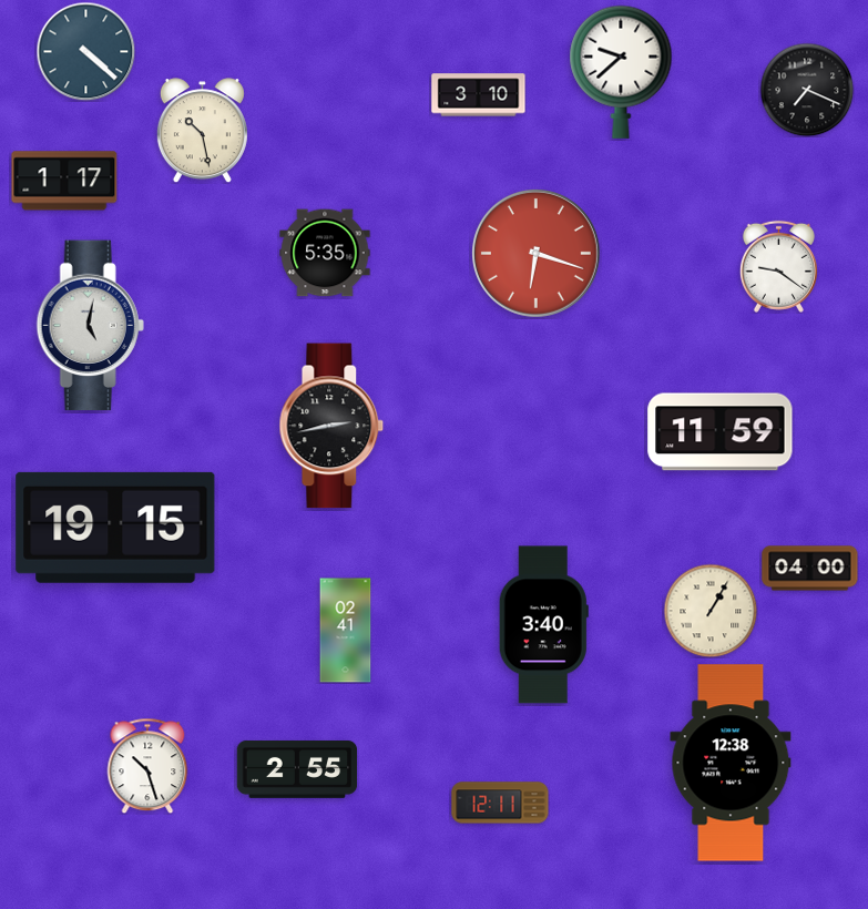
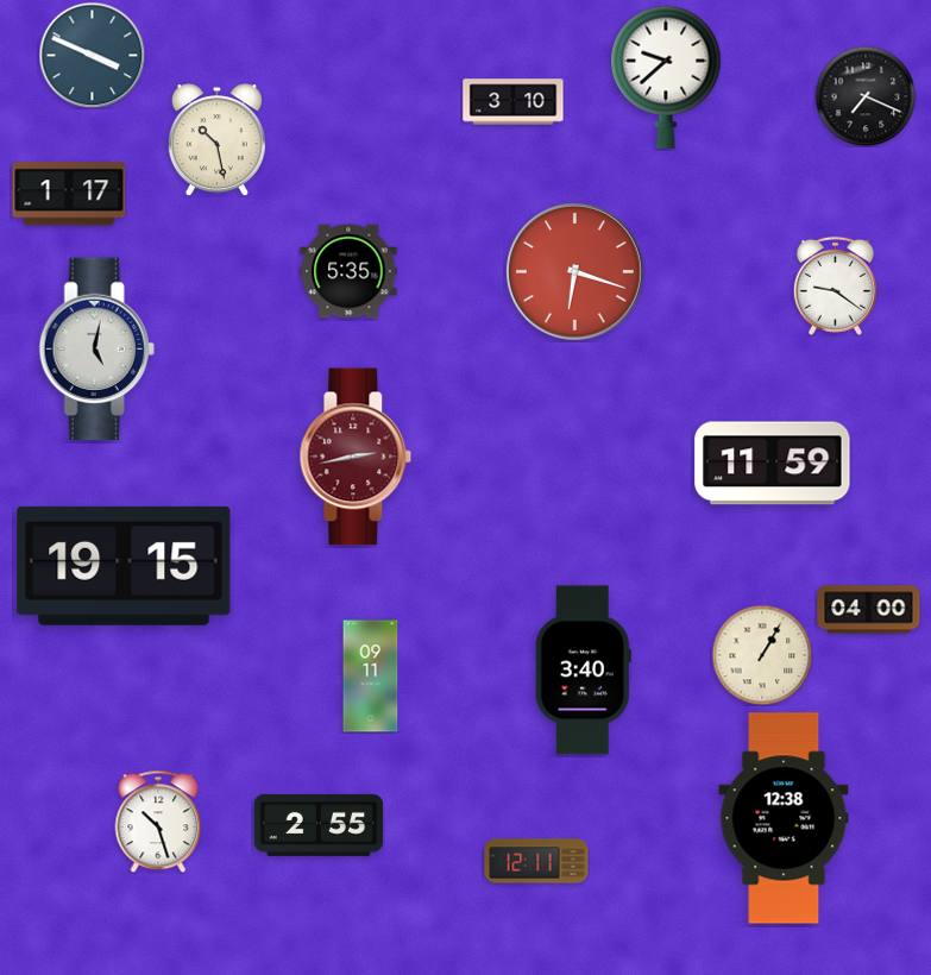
clock at (85, 51): 4:22 -> 3:49
clock at (331, 426) dial: black -> burgundy
clock at (346, 631): 02:41 -> 09:11
